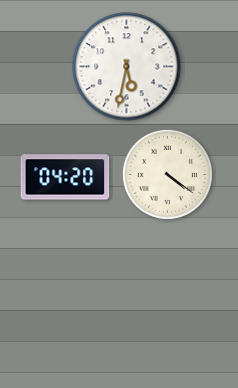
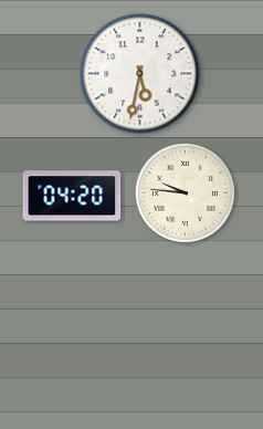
clock at (167, 174): 4:21 -> 9:46
